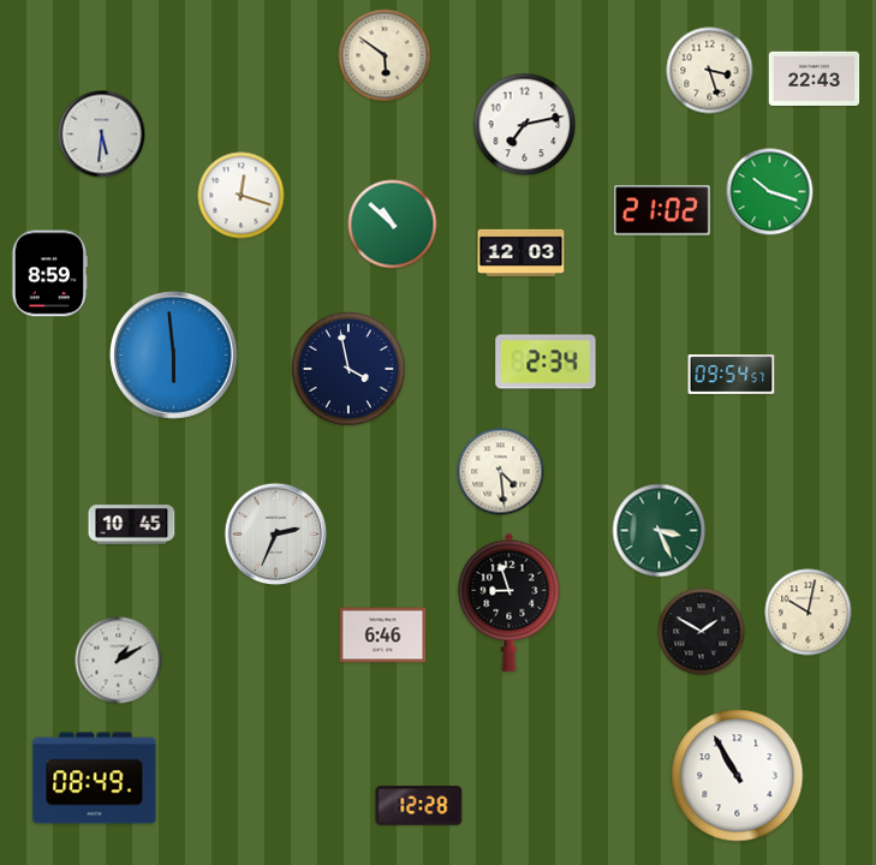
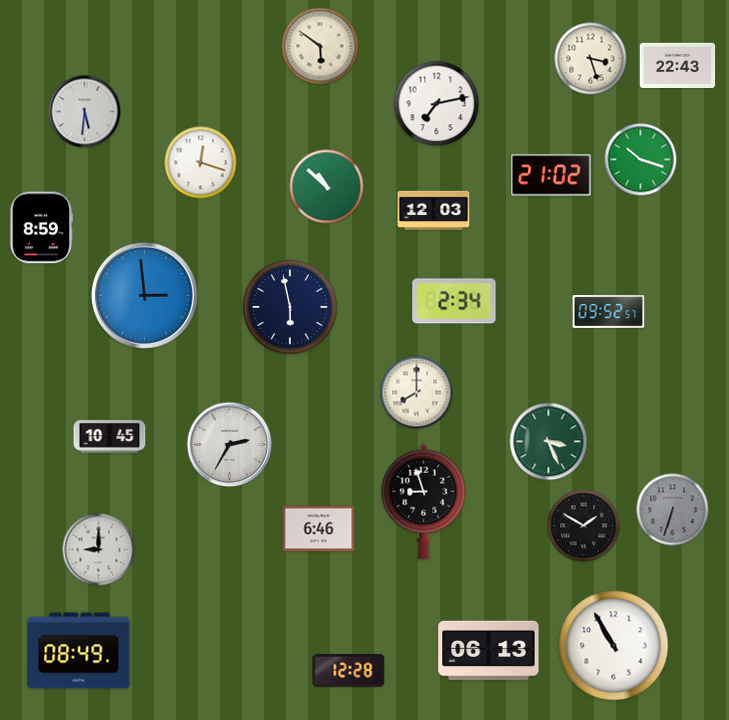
clock at (174, 356): 5:59 -> 2:59
clock at (348, 369): 3:58 -> 5:58
clock at (732, 375): 09:54 -> 09:52
clock at (501, 472): 4:29 -> 8:00
clock at (276, 535): 2:34 -> 2:35
clock at (809, 613): 10:02 -> 6:33
clock at (809, 613) dial: cream -> grey
clock at (119, 661): 1:10 -> 9:00
clock at (95, 778) position: (95, 778) -> (79, 651)
clock at (489, 651): none -> 06:13
